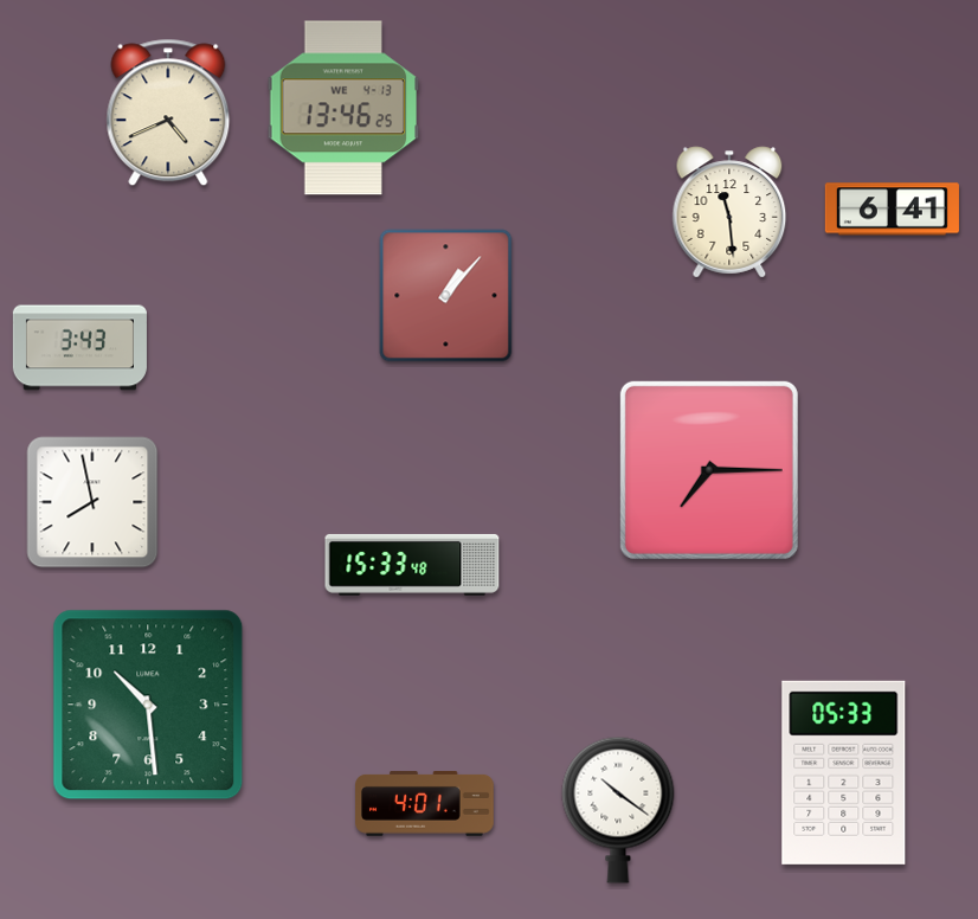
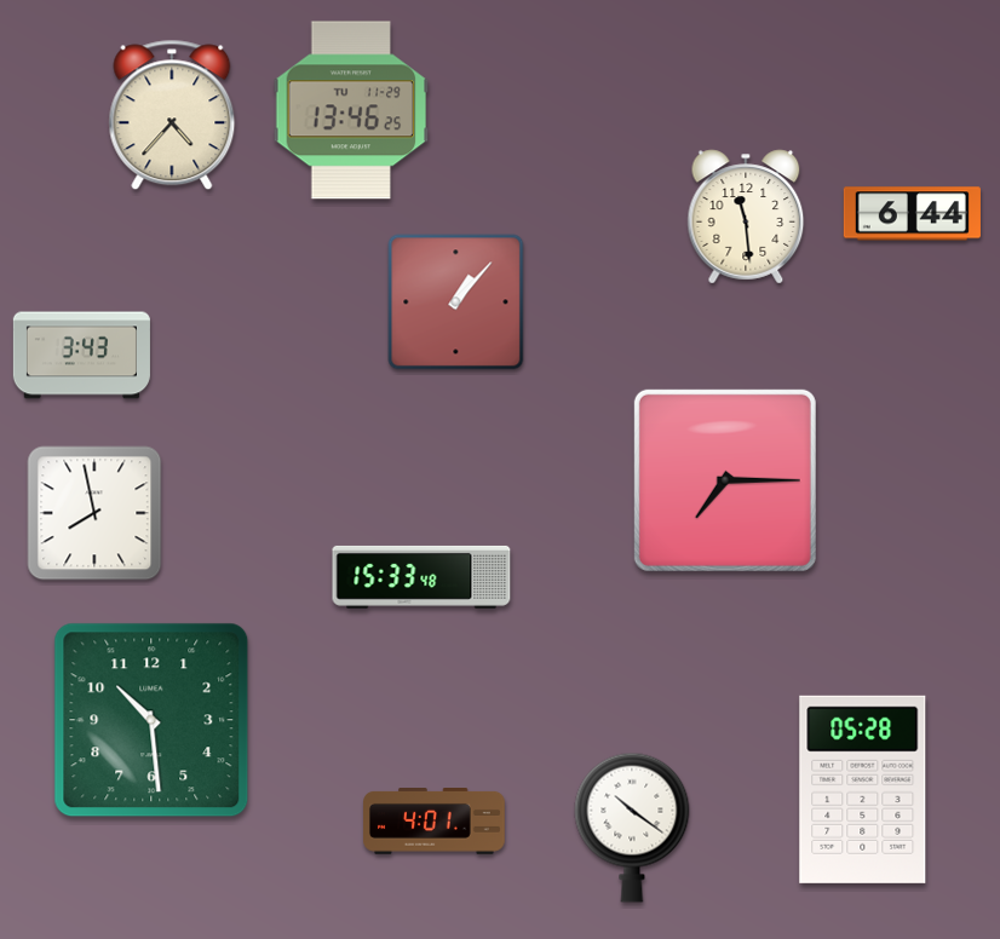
clock at (343, 108) date: WE 4-13 -> TU 11-29
clock at (168, 113): 4:41 -> 4:37
clock at (892, 210): 6:41 -> 6:44
clock at (844, 772): 05:33 -> 05:28
